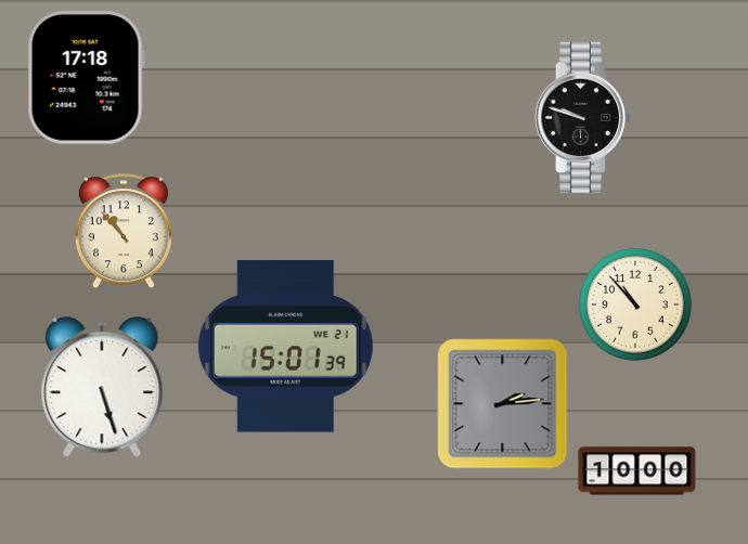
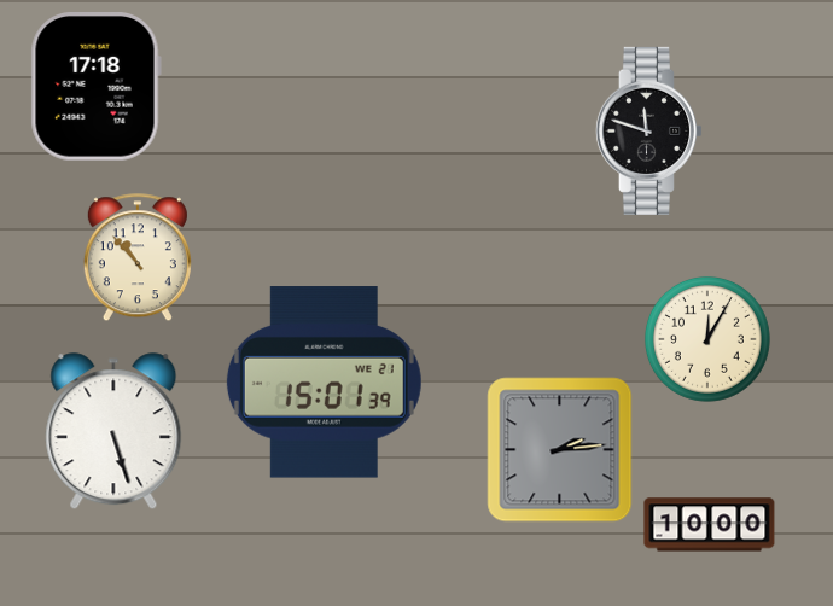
clock at (582, 117): 9:48 -> 11:48
clock at (635, 305): 10:53 -> 12:05
clock at (285, 347) position: (285, 347) -> (324, 383)
